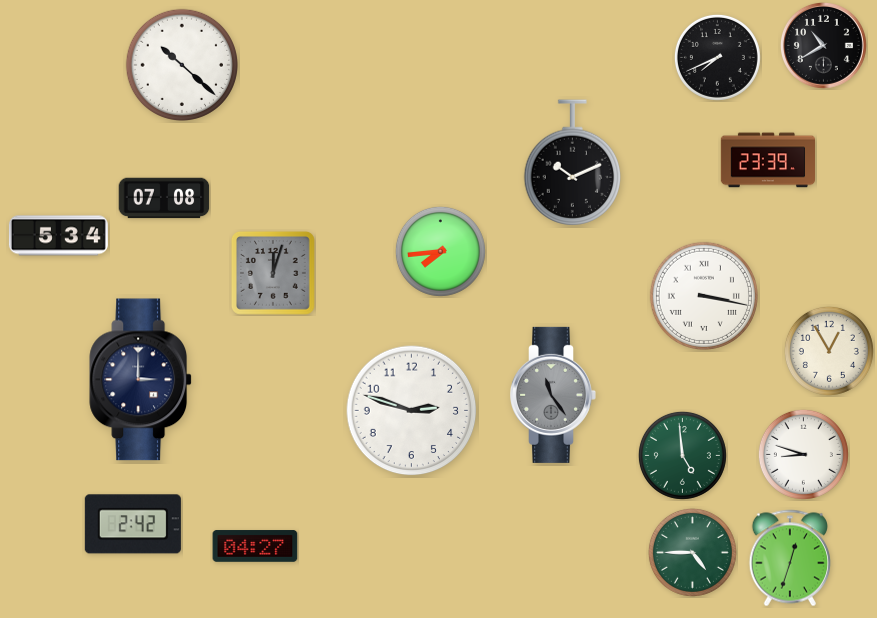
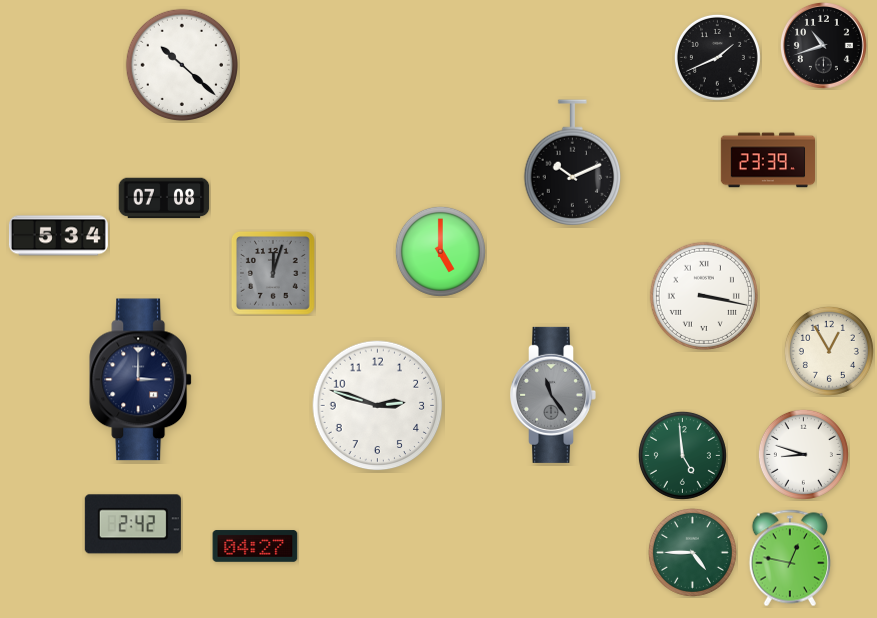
clock at (823, 45): 10:40 -> 10:42
clock at (717, 57): 7:41 -> 1:41
clock at (440, 251): 7:44 -> 5:00
clock at (412, 411) position: (412, 411) -> (378, 406)
clock at (789, 558): 12:33 -> 12:47
